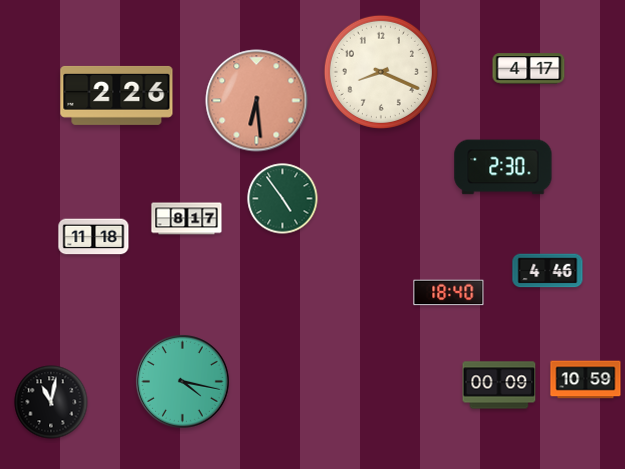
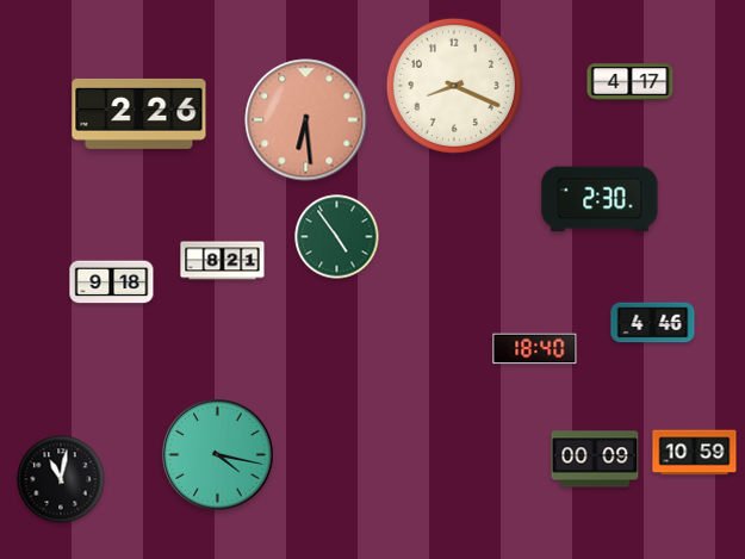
clock at (187, 219): 8:17 -> 8:21
clock at (94, 237): 11:18 -> 9:18
clock at (586, 380) position: (586, 380) -> (695, 453)
